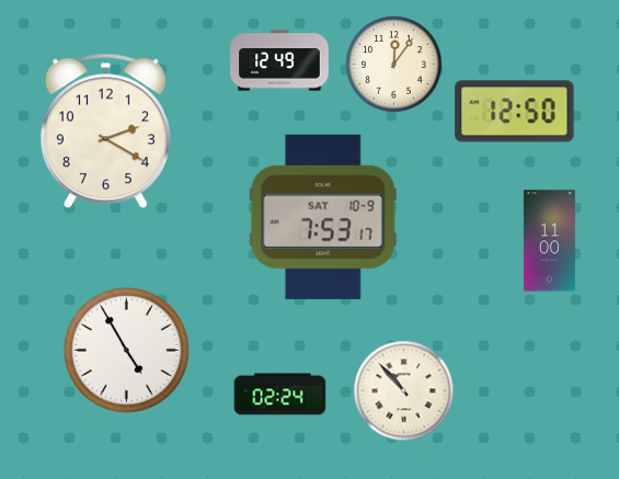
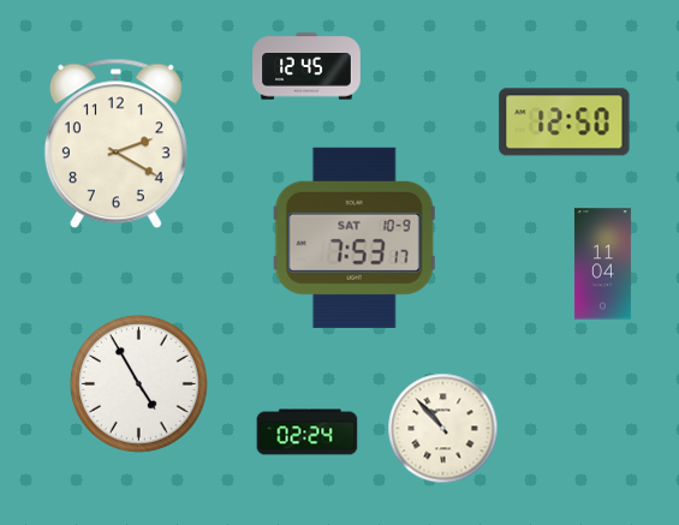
clock at (279, 60): 12:49 -> 12:45
clock at (394, 65): 12:06 -> none
clock at (549, 241): 11:00 -> 11:04
